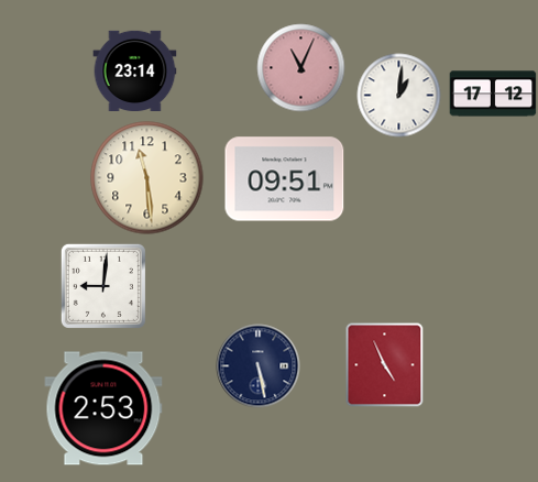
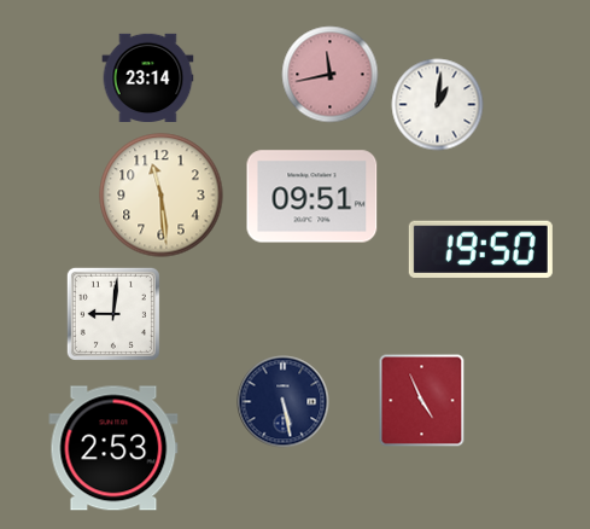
clock at (301, 68): 11:04 -> 11:43
clock at (493, 94): 17:12 -> none
clock at (480, 249): none -> 19:50
